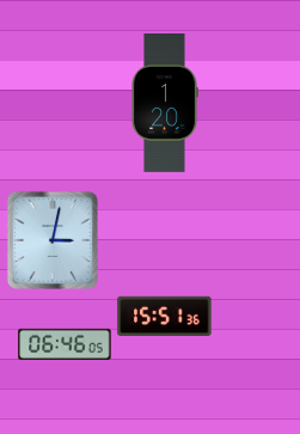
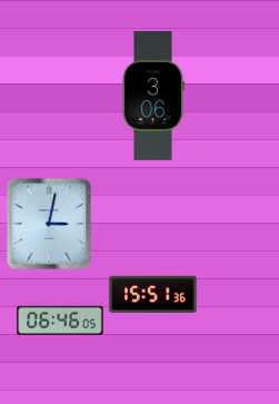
clock at (165, 103): 1:20 -> 3:06
